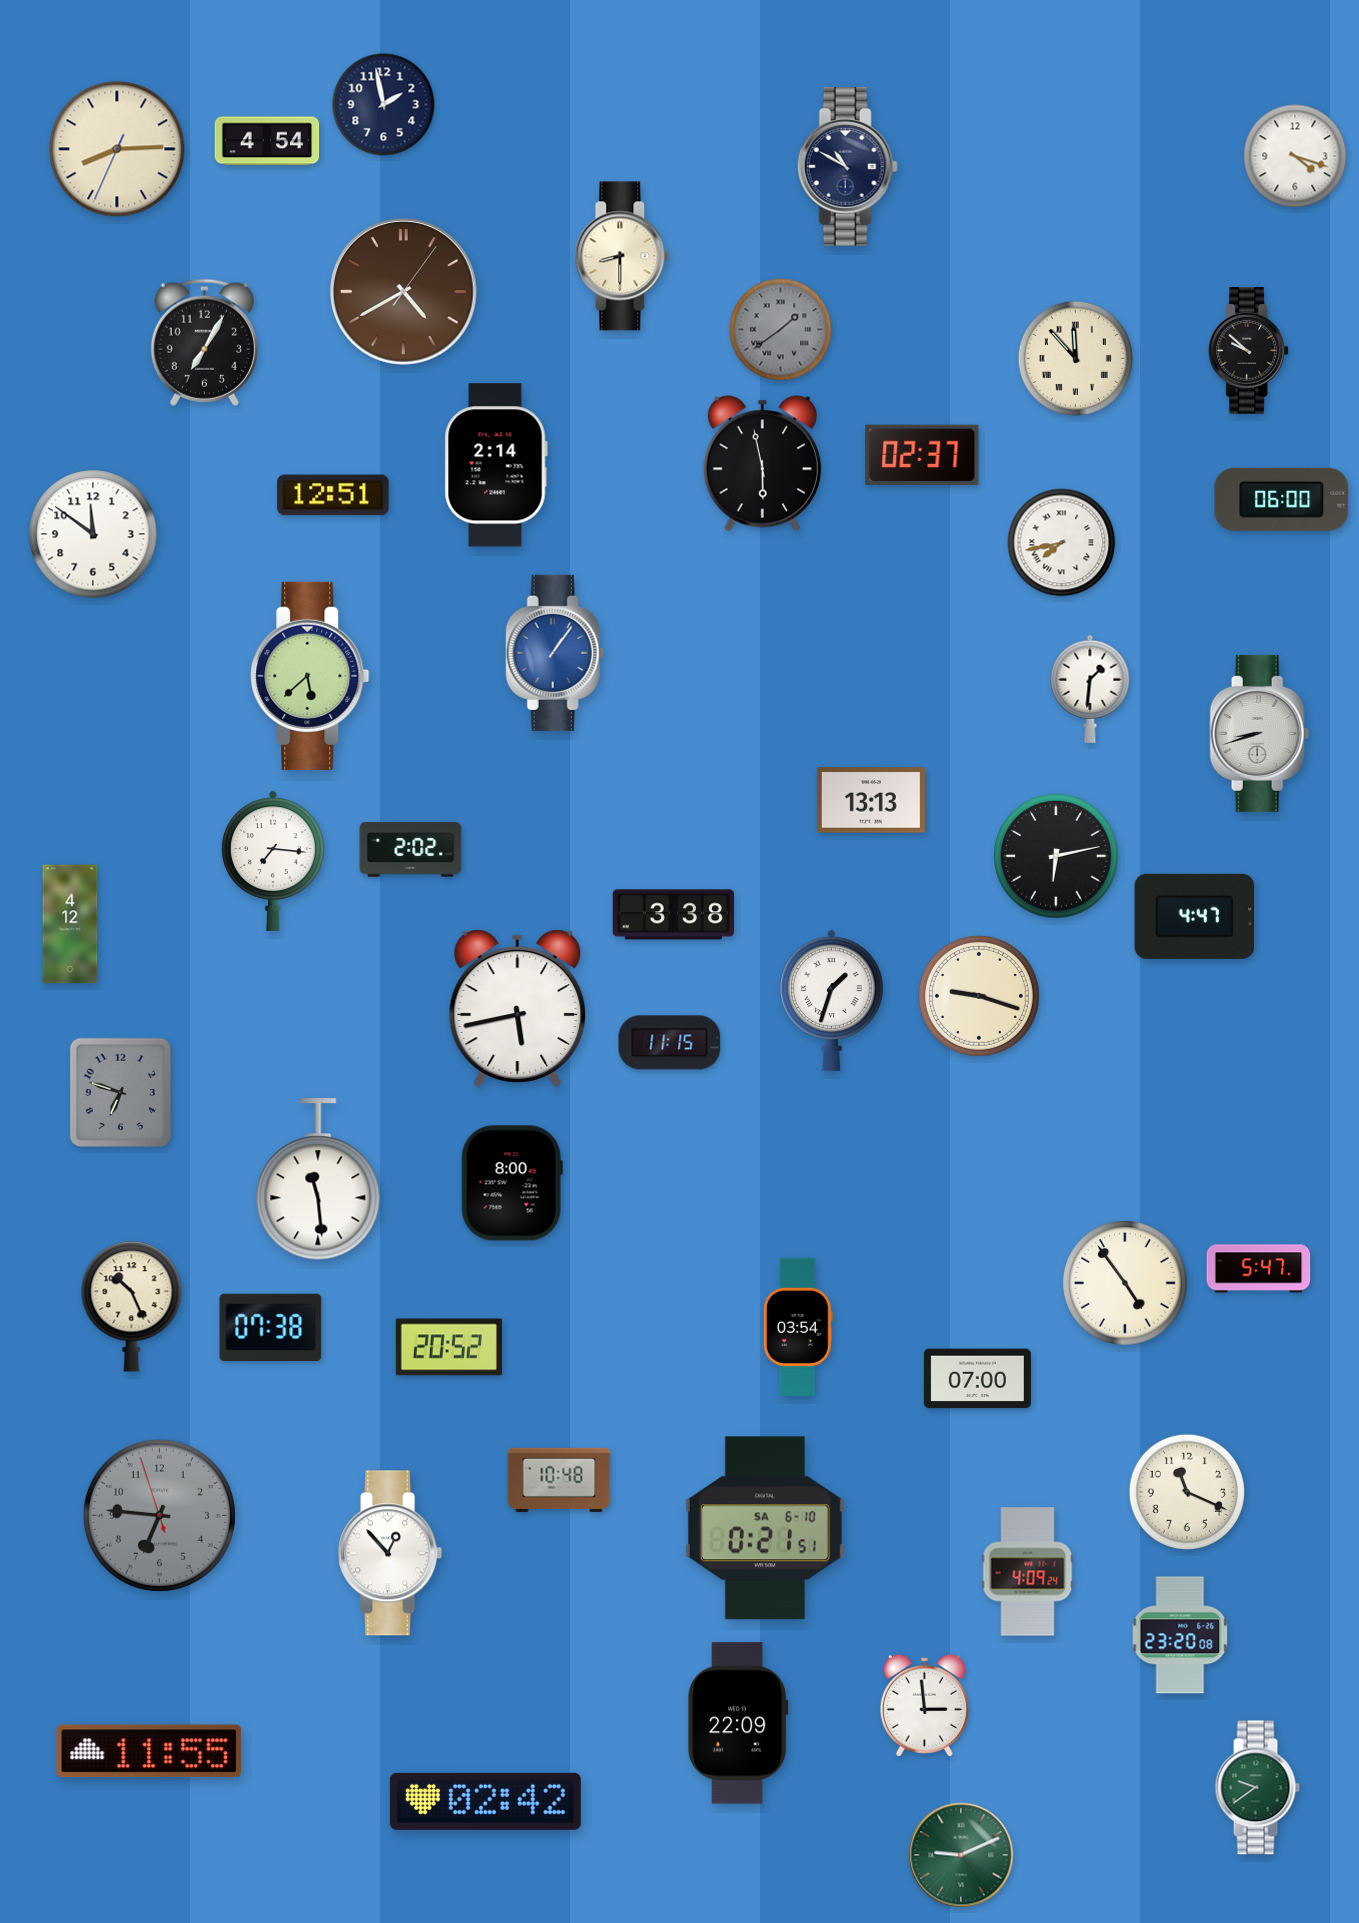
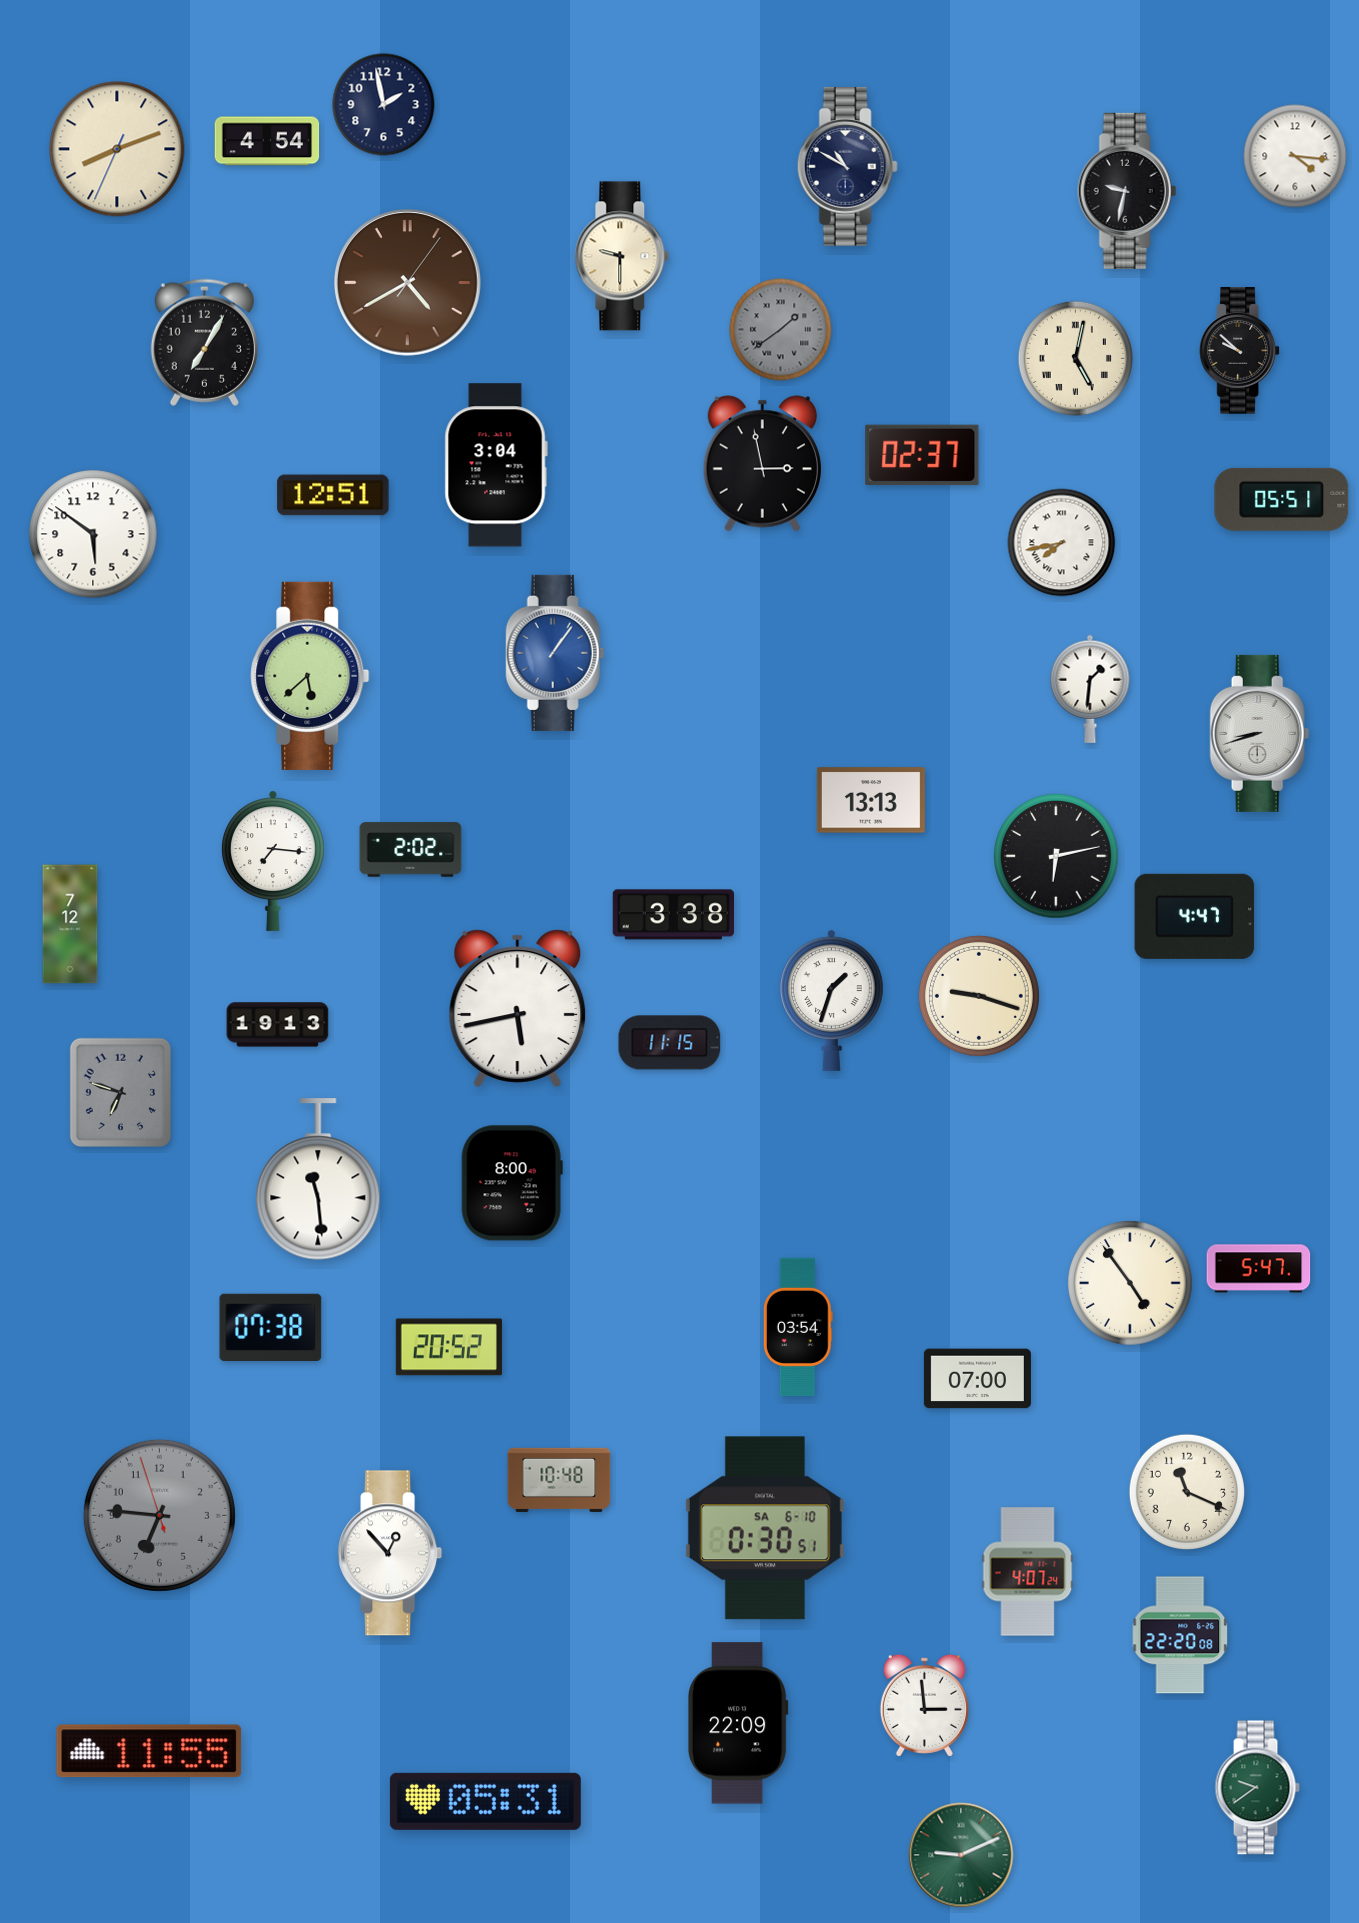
clock at (117, 149): 8:14 -> 8:11
clock at (1295, 156): 4:18 -> 4:16
clock at (1127, 191): none -> 9:32
clock at (622, 256): 8:30 -> 9:30
clock at (404, 292) position: (404, 292) -> (408, 283)
clock at (1249, 351) position: (1249, 351) -> (1240, 351)
clock at (1075, 358): 11:53 -> 5:02
clock at (762, 464): 5:58 -> 2:58
clock at (496, 465): 2:14 -> 3:04
clock at (1282, 499): 06:00 -> 05:51
clock at (93, 534): 11:51 -> 5:51
clock at (70, 924): 4:12 -> 7:12
clock at (278, 1025): none -> 19:13
clock at (1125, 1283) position: (1125, 1283) -> (1130, 1283)
clock at (132, 1307): 10:26 -> none
clock at (765, 1528): 0:21 -> 0:30
clock at (1028, 1572): 4:09 -> 4:07
clock at (1180, 1635): 23:20 -> 22:20
clock at (485, 1801): 02:42 -> 05:31
